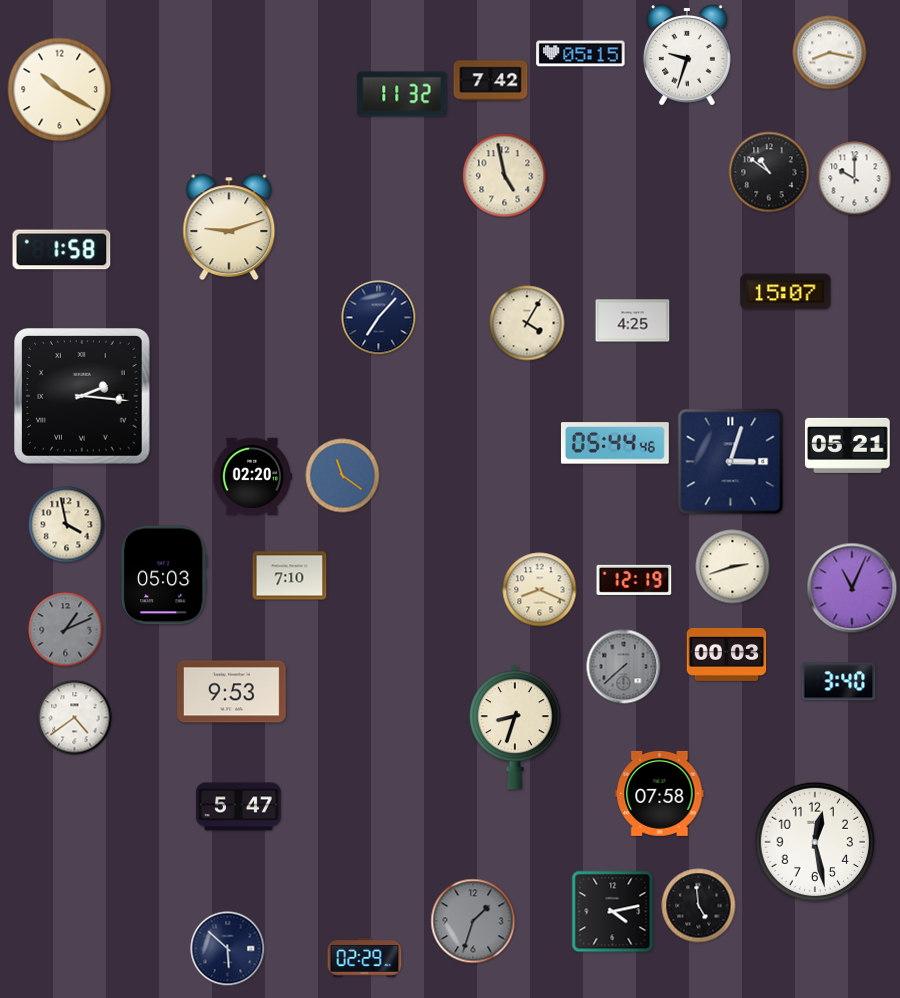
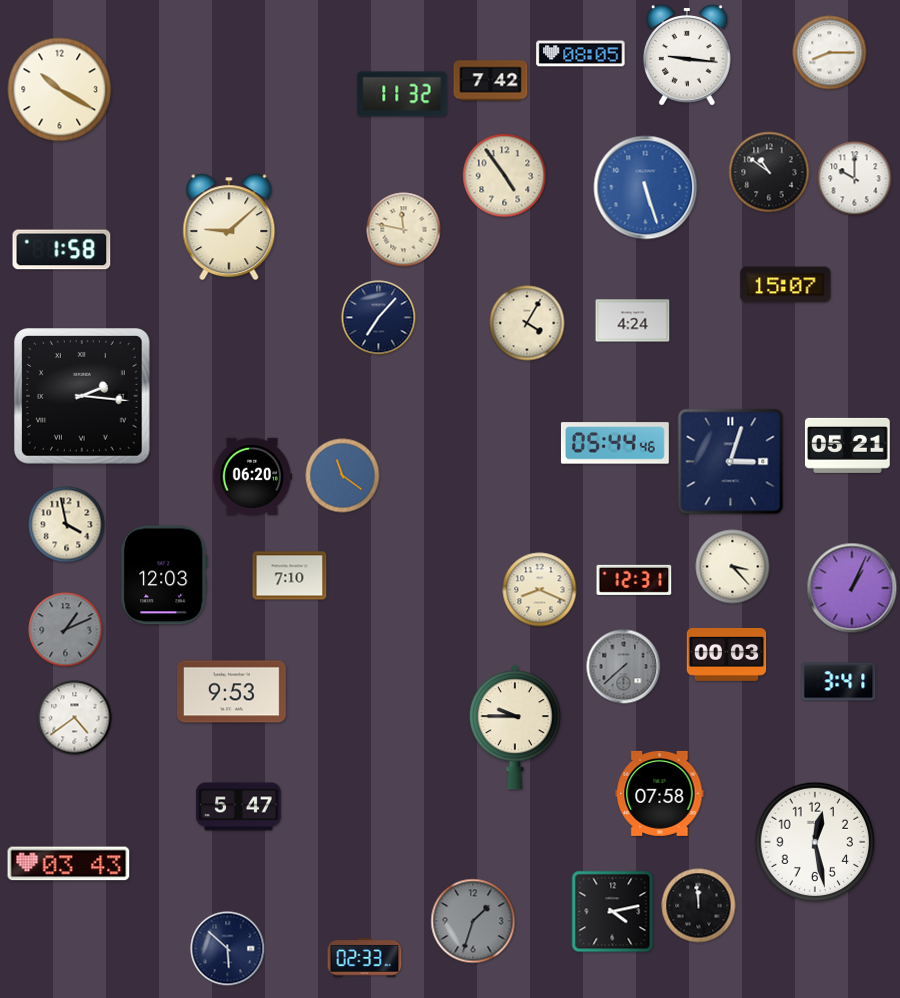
clock at (830, 53): 8:17 -> 8:15
clock at (581, 54): 05:15 -> 08:05
clock at (688, 55): 9:33 -> 9:16
clock at (505, 176): 4:58 -> 4:54
clock at (646, 188): none -> 5:27
clock at (229, 227): 9:12 -> 9:08
clock at (404, 230): none -> 11:47
clock at (786, 292) position: (786, 292) -> (786, 285)
clock at (633, 321): 4:25 -> 4:24
clock at (252, 476): 02:20 -> 06:20
clock at (733, 567): 2:42 -> 3:23
clock at (164, 575): 05:03 -> 12:03
clock at (634, 580): 12:19 -> 12:31
clock at (852, 588): 11:04 -> 1:04
clock at (839, 682): 3:40 -> 3:41
clock at (515, 727): 8:33 -> 9:45
clock at (69, 864): none -> 03:43
clock at (699, 906): 4:59 -> 11:59
clock at (365, 958): 02:29 -> 02:33
